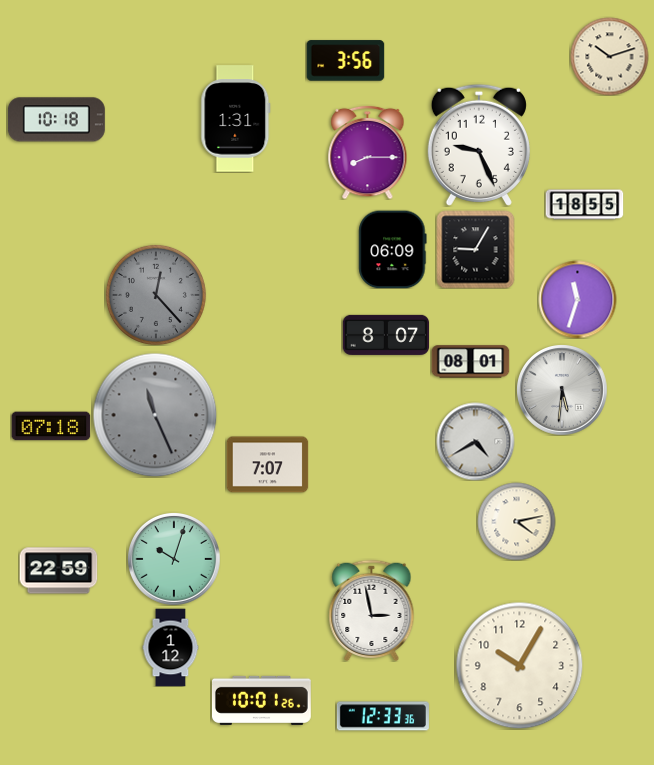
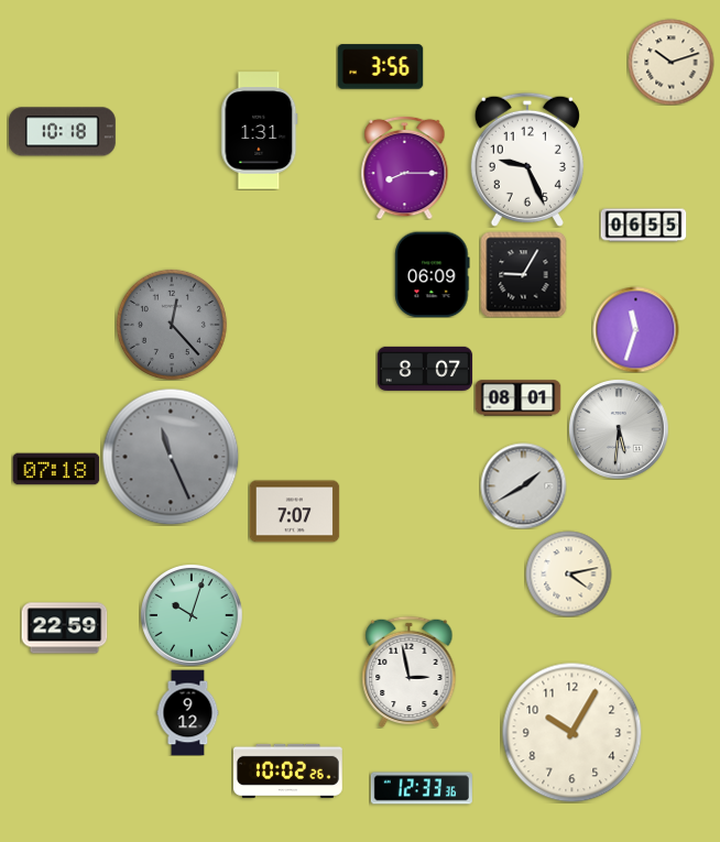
clock at (584, 205): 18:55 -> 06:55
clock at (475, 441): 4:40 -> 1:40
clock at (171, 647): 1:12 -> 9:12
clock at (261, 700): 10:01 -> 10:02
